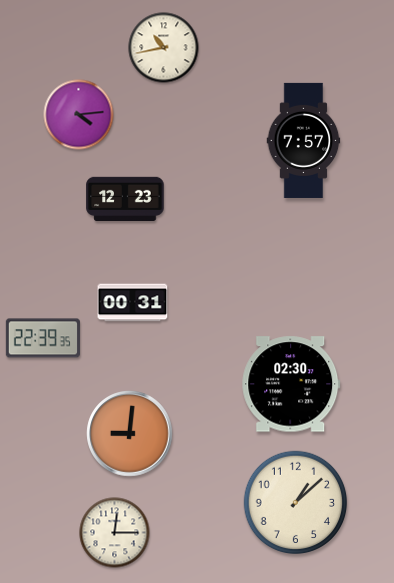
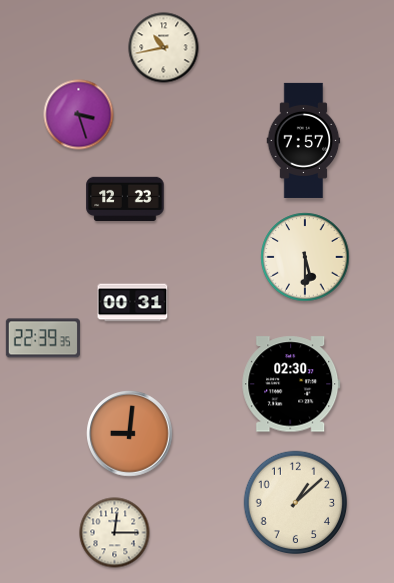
clock at (79, 115): 4:14 -> 3:27
clock at (305, 257): none -> 5:30
